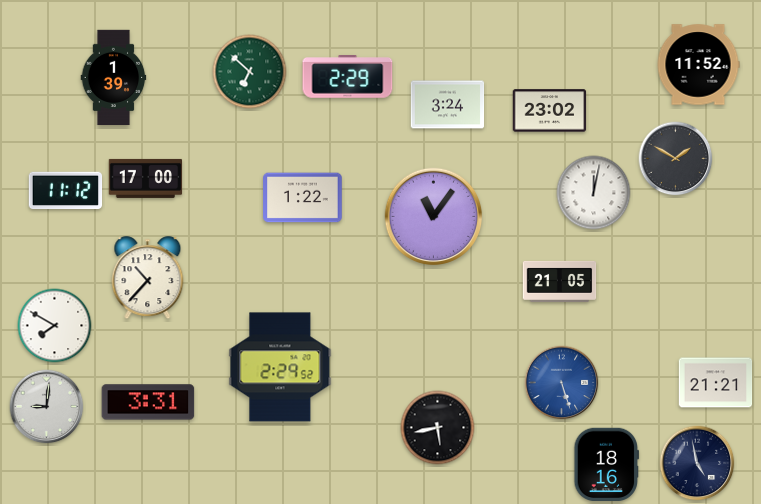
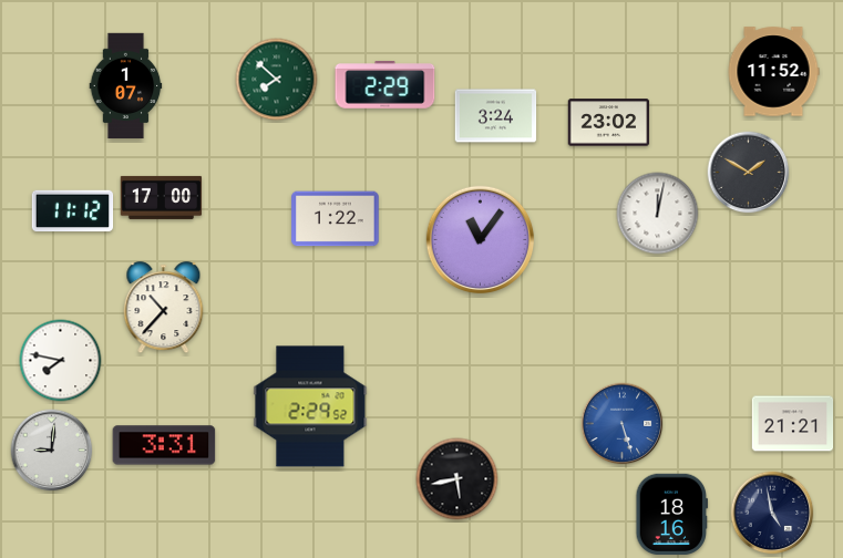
clock at (250, 72): 6:52 -> 7:52
clock at (114, 78): 1:39 -> 1:07
clock at (676, 159) position: (676, 159) -> (749, 173)
clock at (560, 281): 21:05 -> none
clock at (55, 326): 7:50 -> 7:47
clock at (438, 428) position: (438, 428) -> (458, 479)
